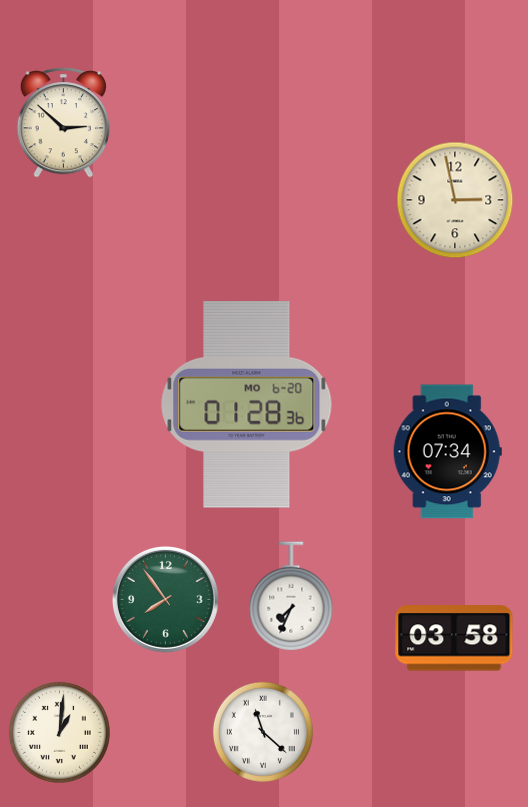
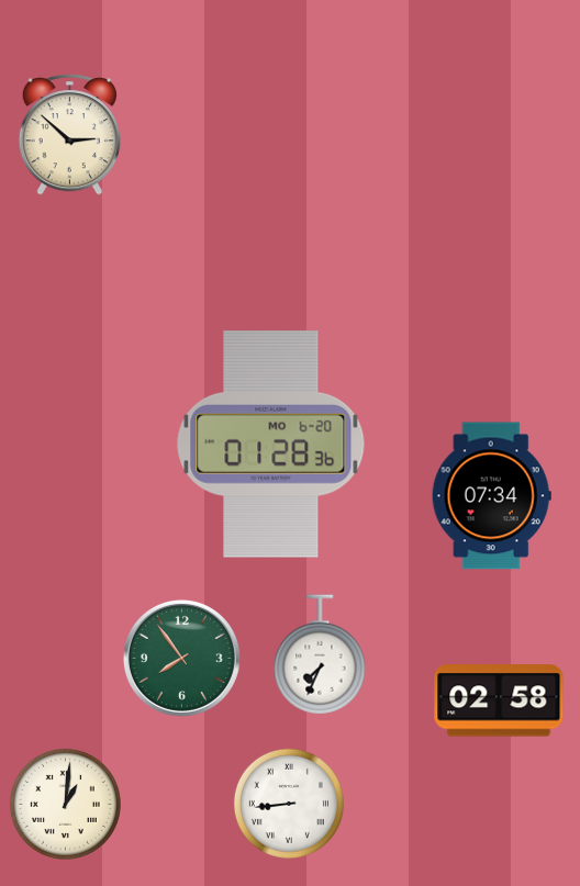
clock at (455, 200): 2:58 -> none
clock at (454, 638): 03:58 -> 02:58
clock at (263, 732): 11:22 -> 8:44
